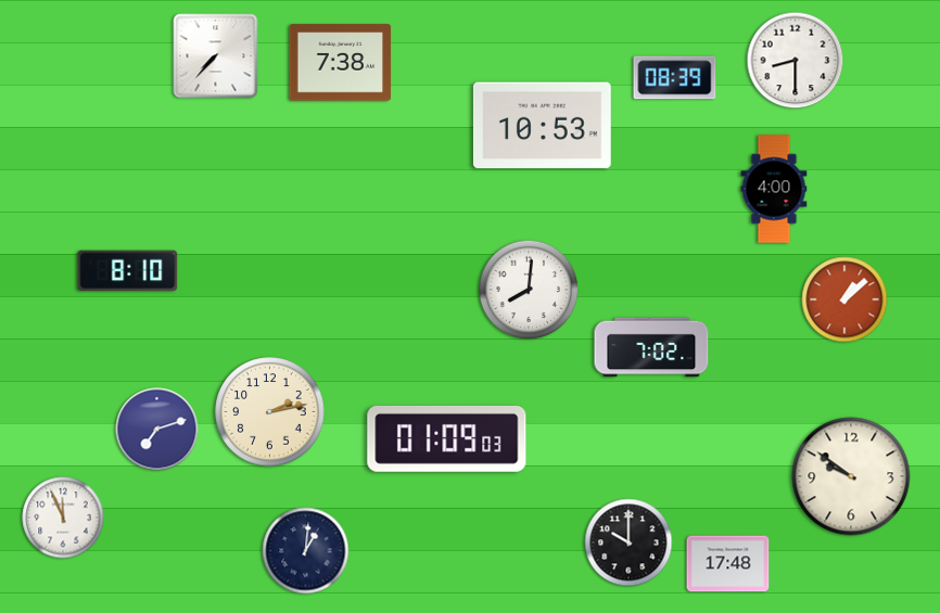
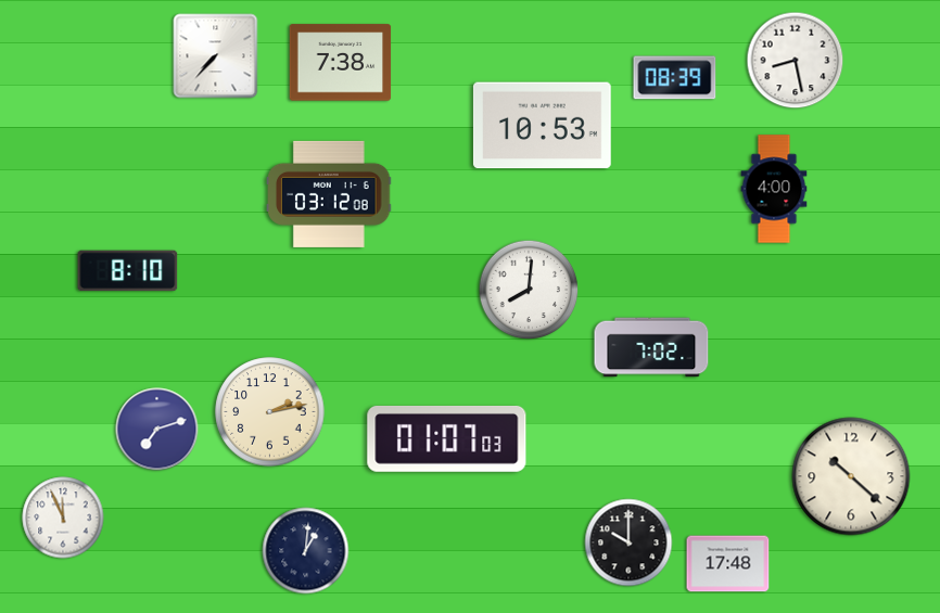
clock at (796, 61): 8:30 -> 8:28
clock at (329, 194): none -> 03:12
clock at (844, 299): 1:08 -> none
clock at (447, 438): 01:09 -> 01:07
clock at (851, 476): 9:51 -> 10:22
